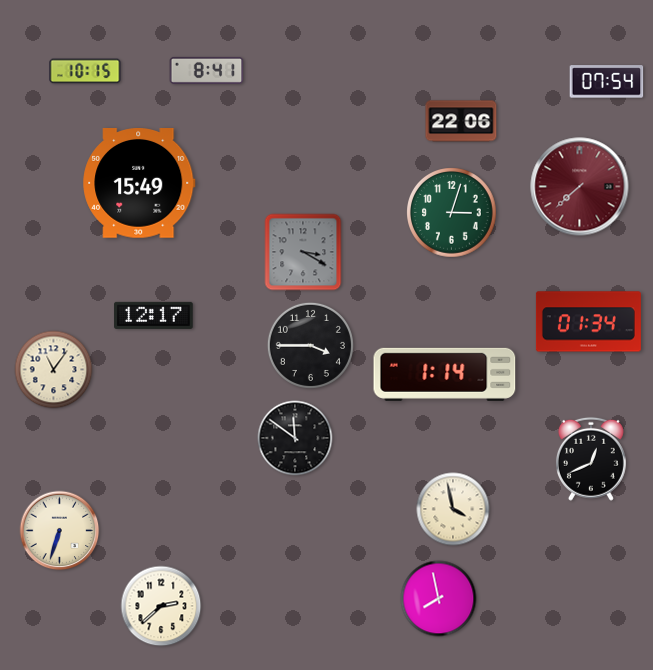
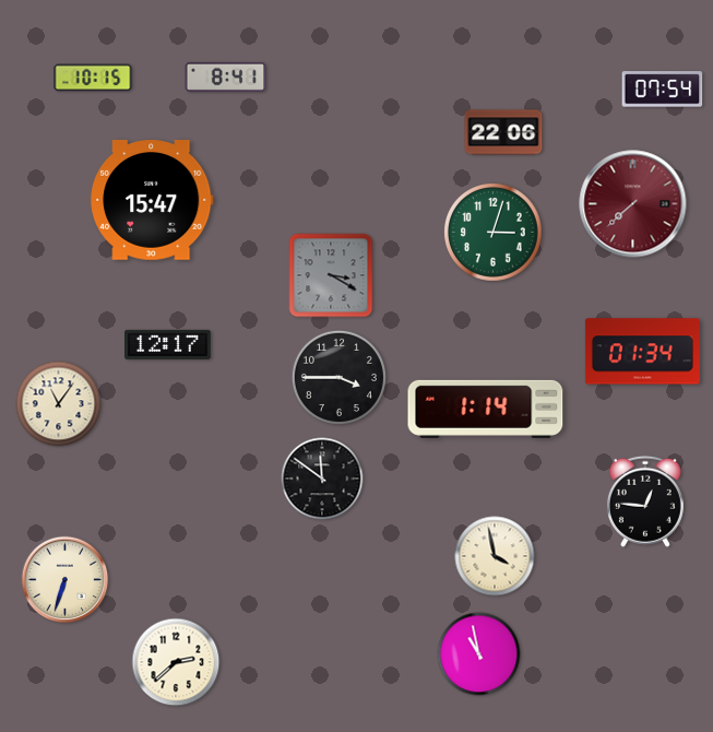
clock at (139, 184): 15:49 -> 15:47
clock at (591, 459): 12:41 -> 12:46
clock at (439, 599): 7:58 -> 10:58
